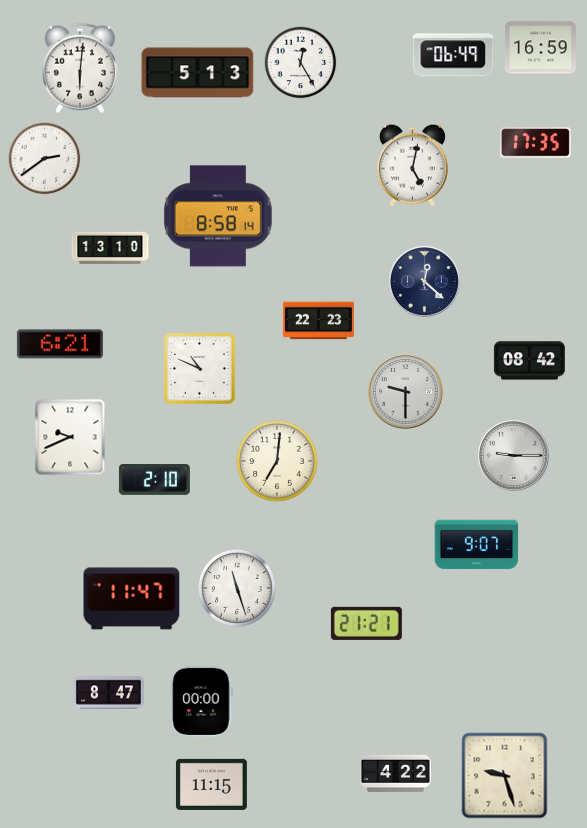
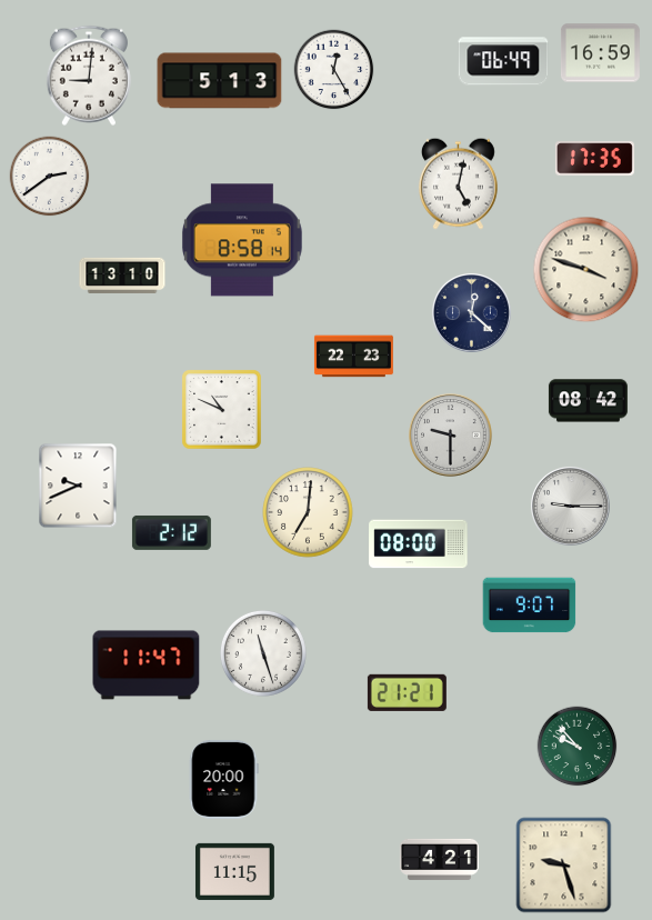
clock at (80, 68): 6:01 -> 9:01
clock at (586, 270): none -> 3:48
clock at (60, 344): 6:21 -> none
clock at (154, 479): 2:10 -> 2:12
clock at (419, 544): none -> 08:00
clock at (578, 747): none -> 9:53
clock at (108, 693): 8:47 -> none
clock at (201, 701): 00:00 -> 20:00
clock at (395, 773): 4:22 -> 4:21
clock at (505, 776) position: (505, 776) -> (564, 866)
